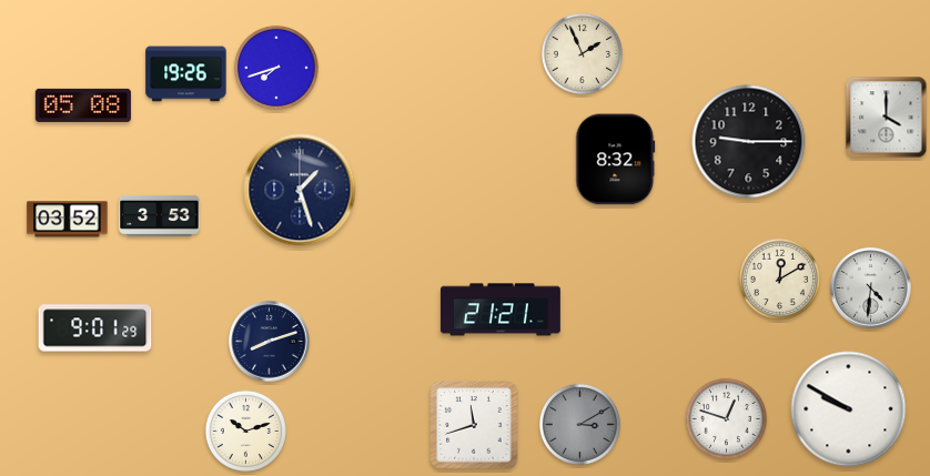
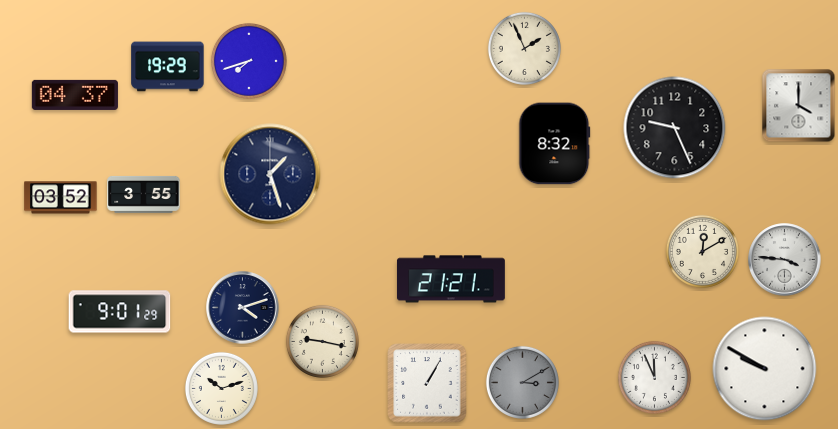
clock at (186, 74): 19:26 -> 19:29
clock at (83, 105): 05:08 -> 04:37
clock at (749, 142): 9:15 -> 9:26
clock at (300, 190) position: (300, 190) -> (270, 174)
clock at (160, 215): 3:53 -> 3:55
clock at (871, 288): 4:31 -> 3:46
clock at (95, 328) position: (95, 328) -> (120, 312)
clock at (270, 342): 8:12 -> 4:12
clock at (322, 341): none -> 9:17
clock at (726, 418): 12:48 -> 11:56
clock at (474, 425): 11:42 -> 1:05
